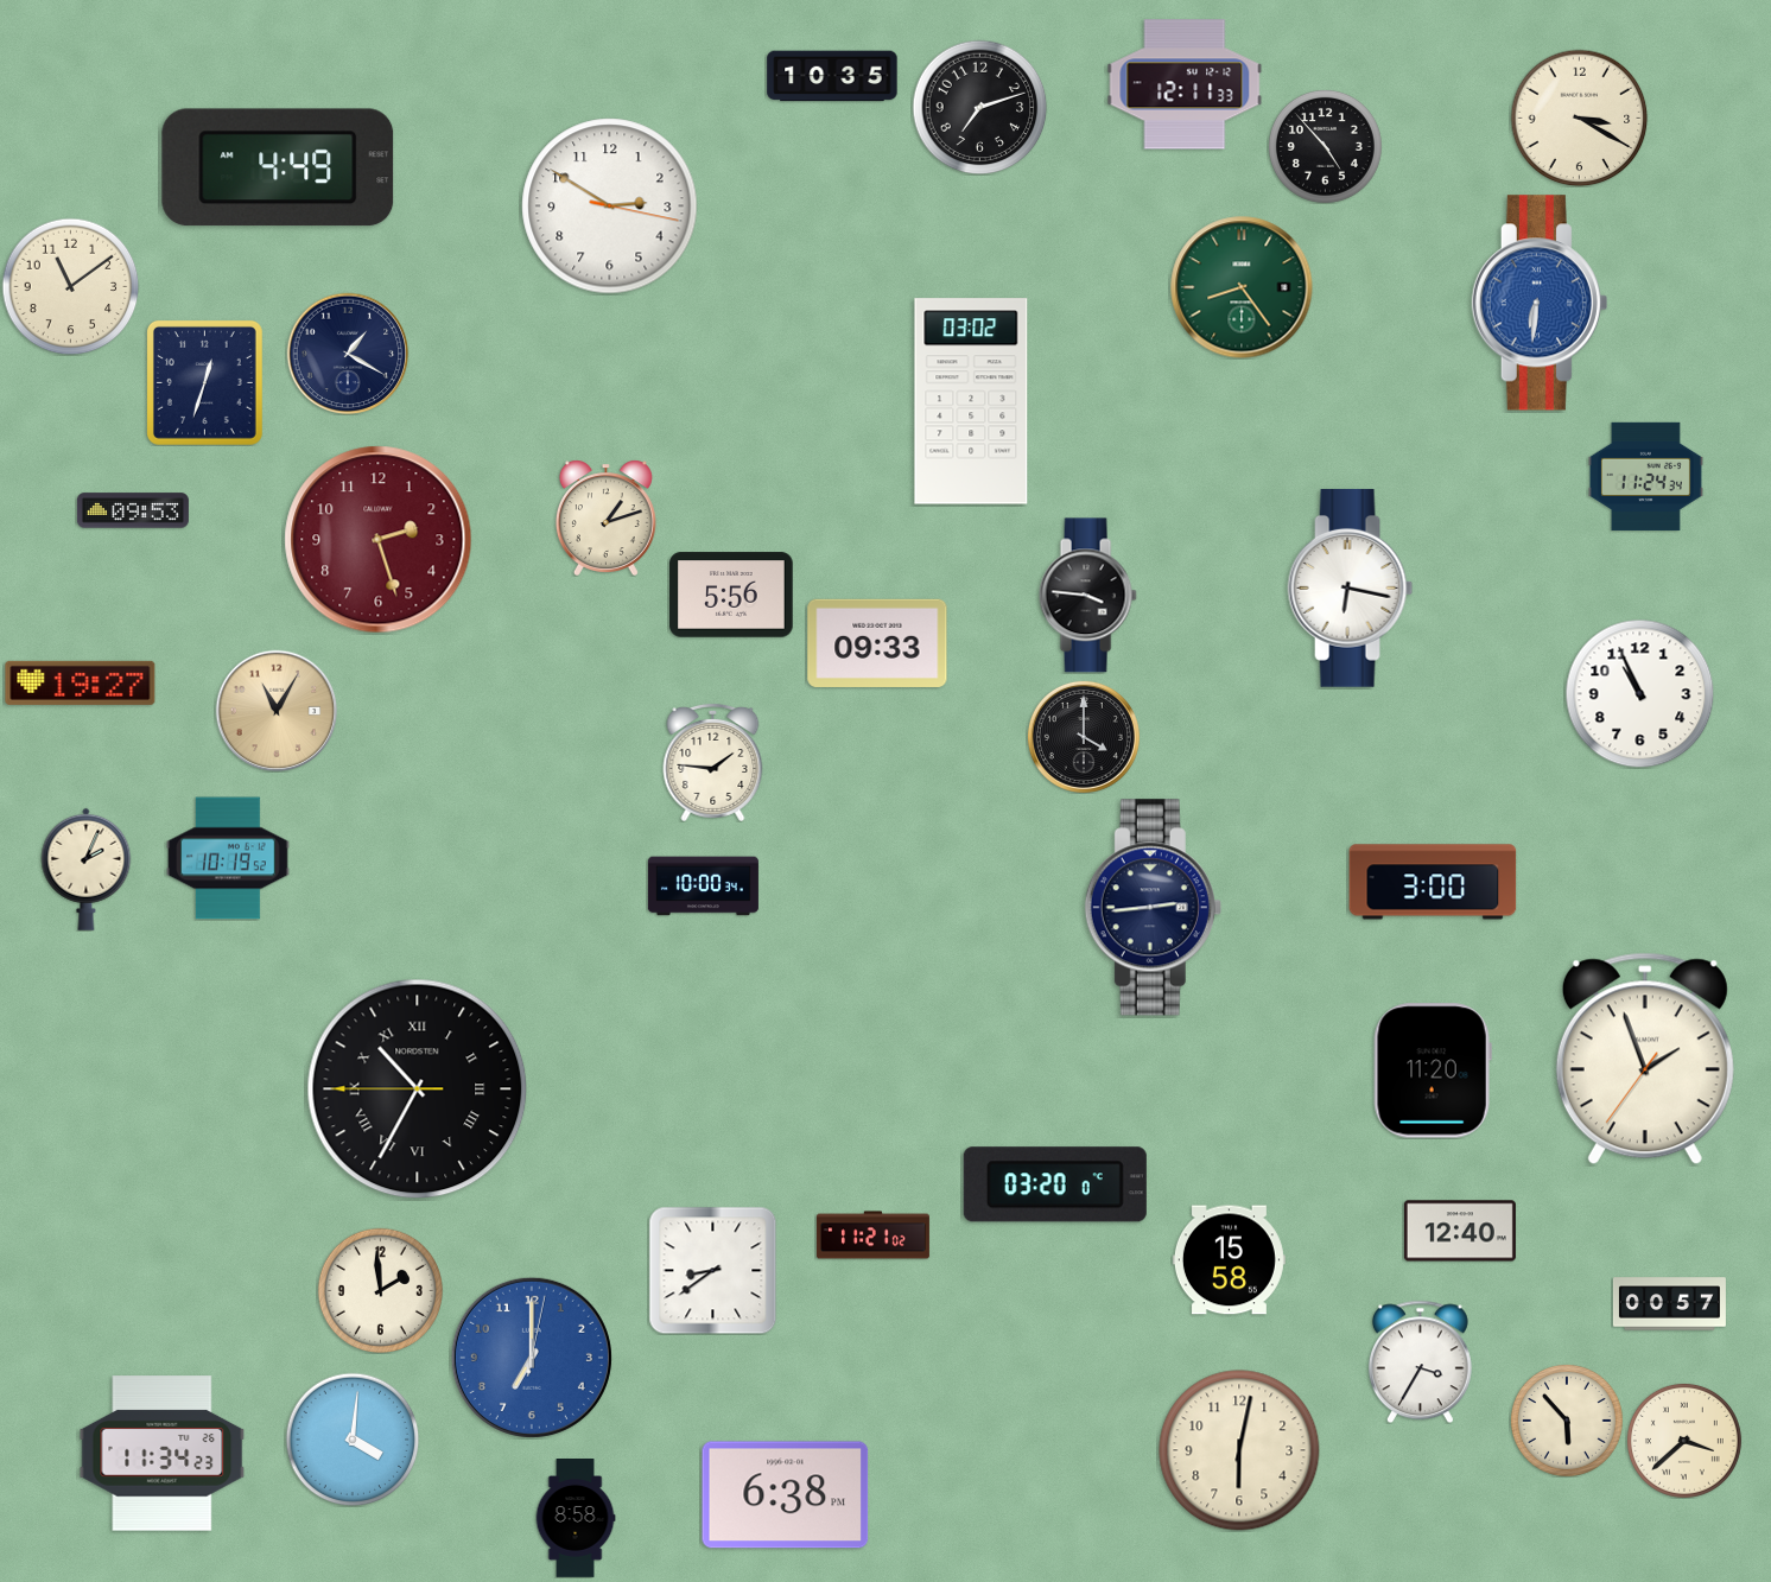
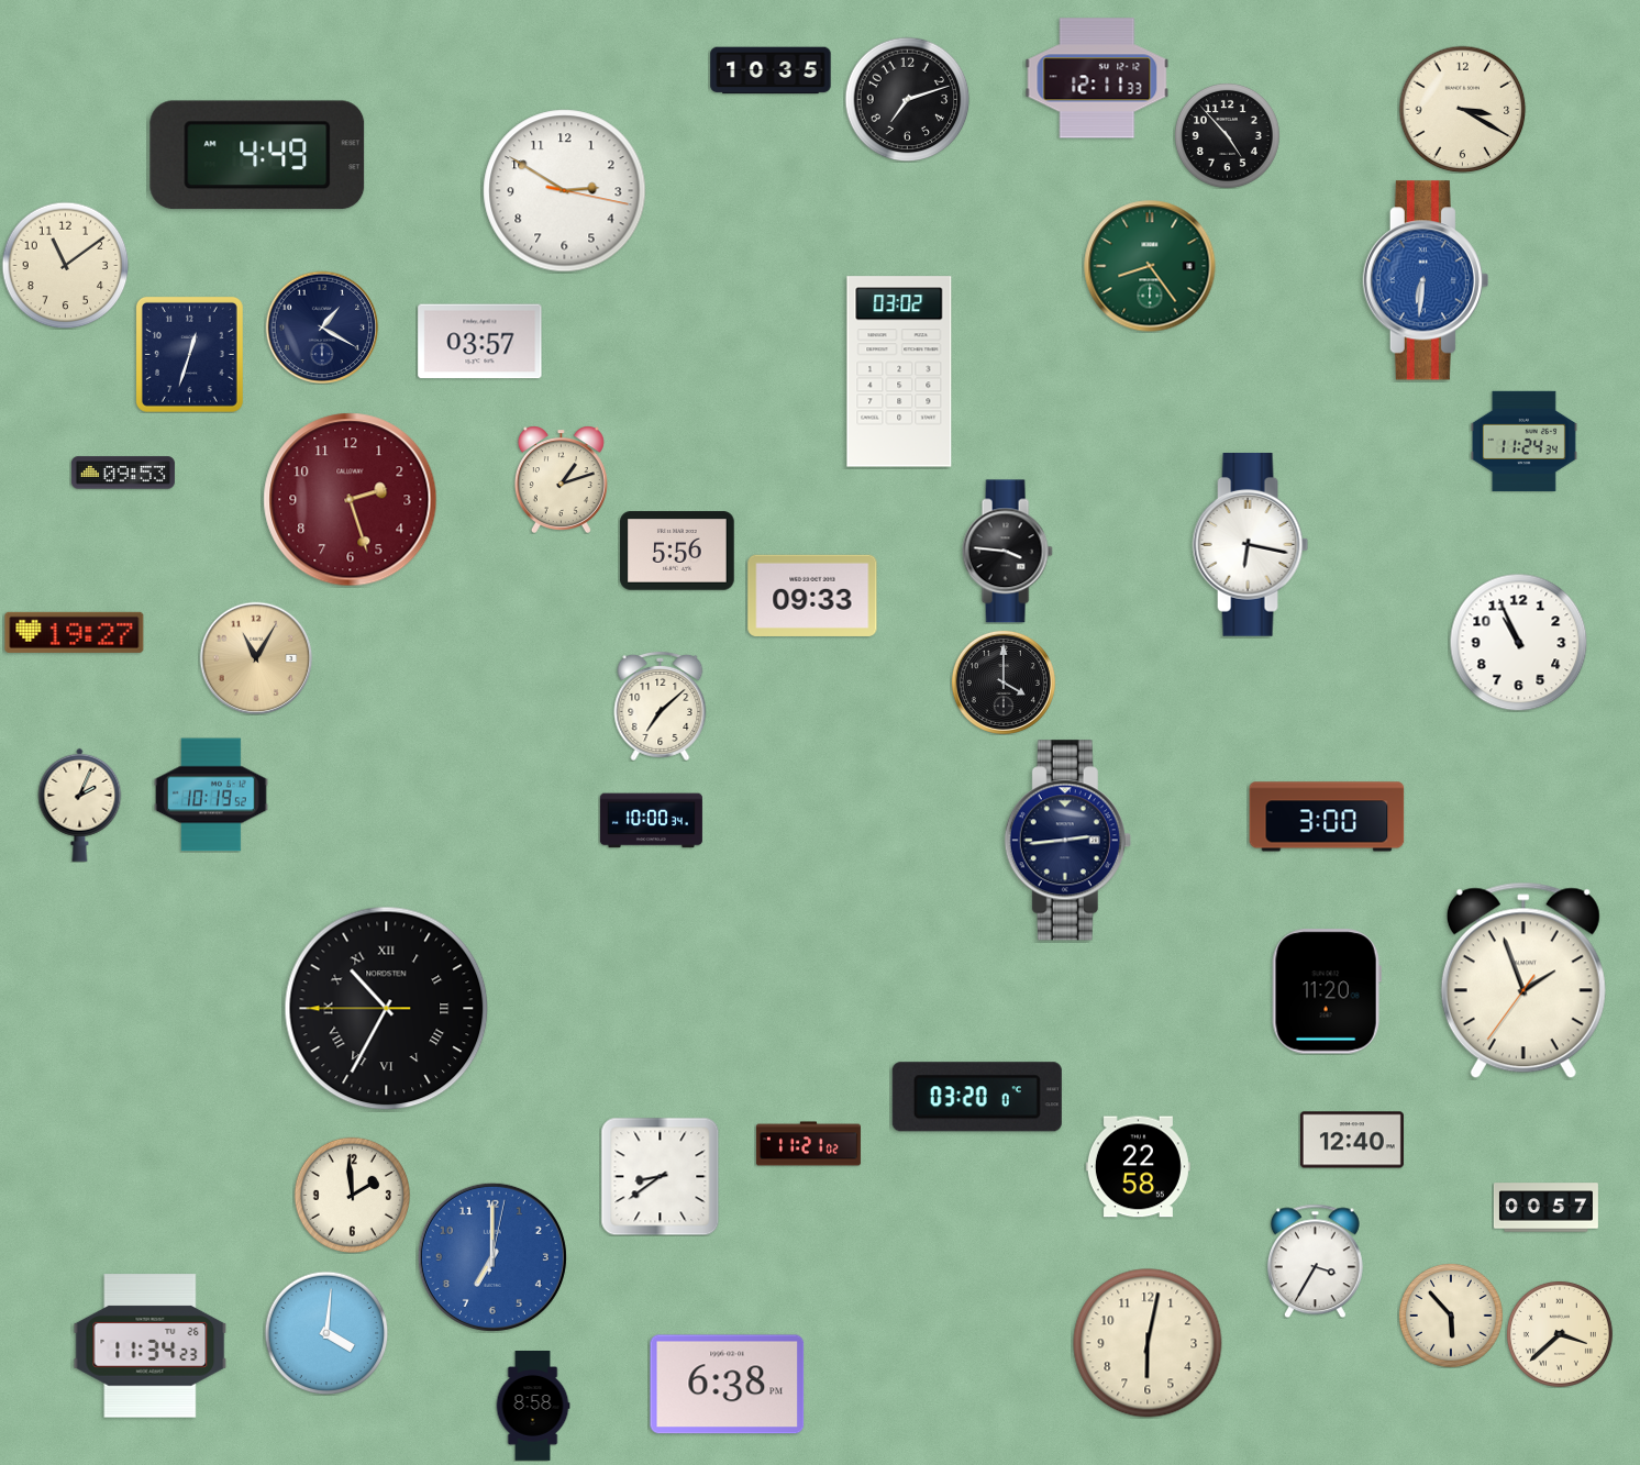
clock at (480, 342): none -> 03:57
clock at (713, 762): 1:46 -> 7:08
clock at (1229, 1260): 15:58 -> 22:58
